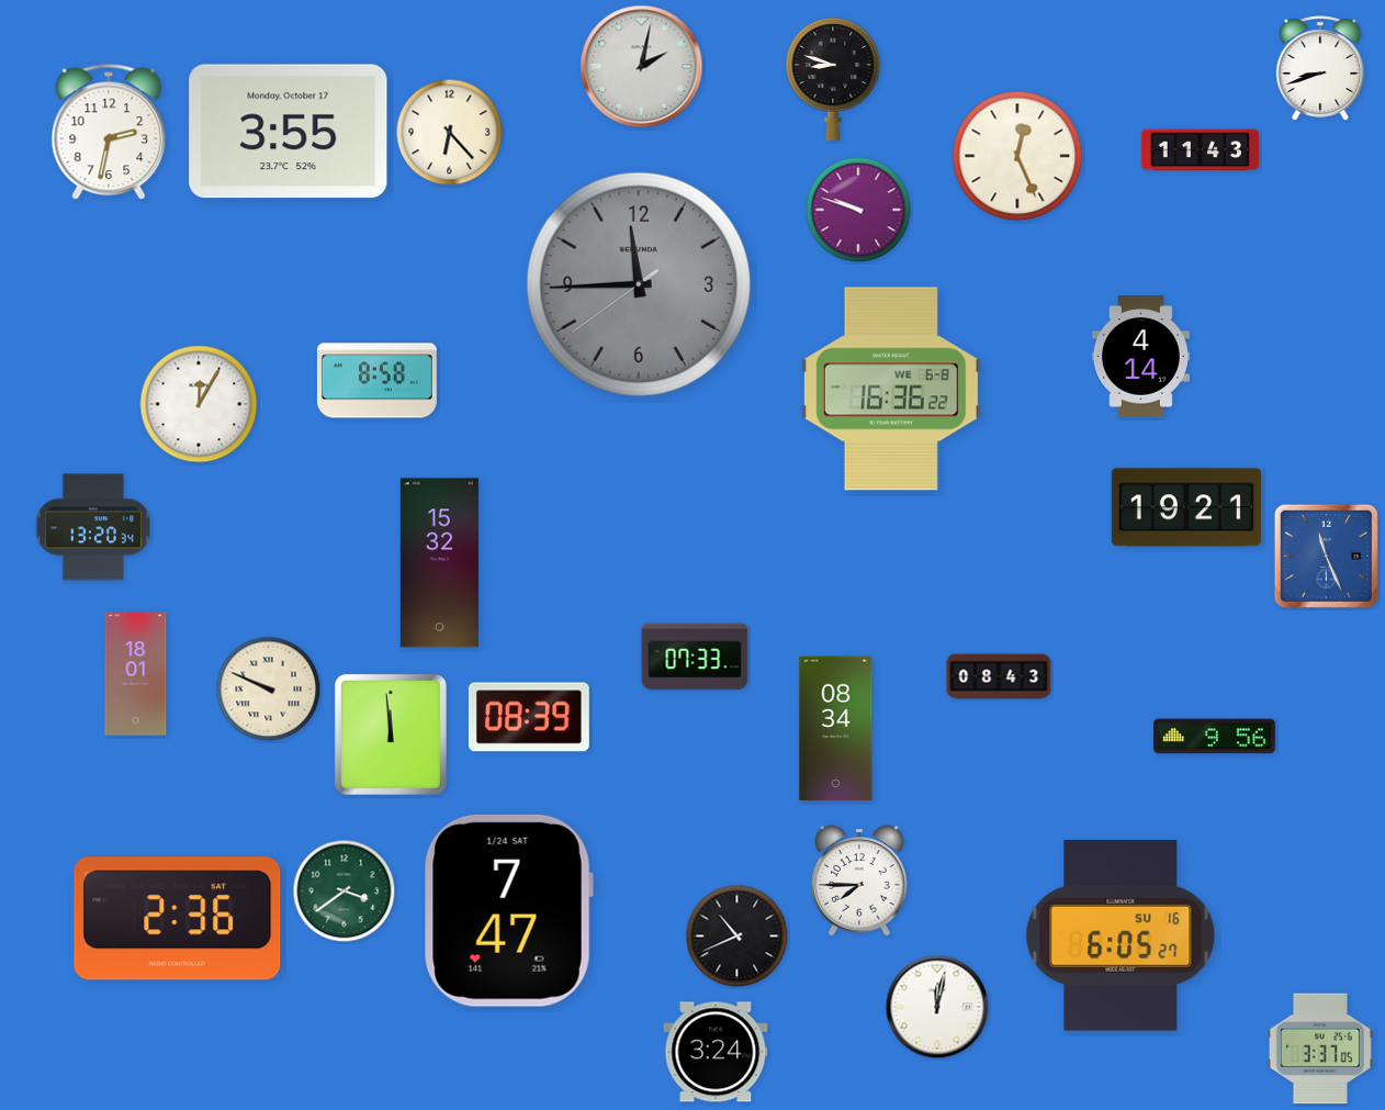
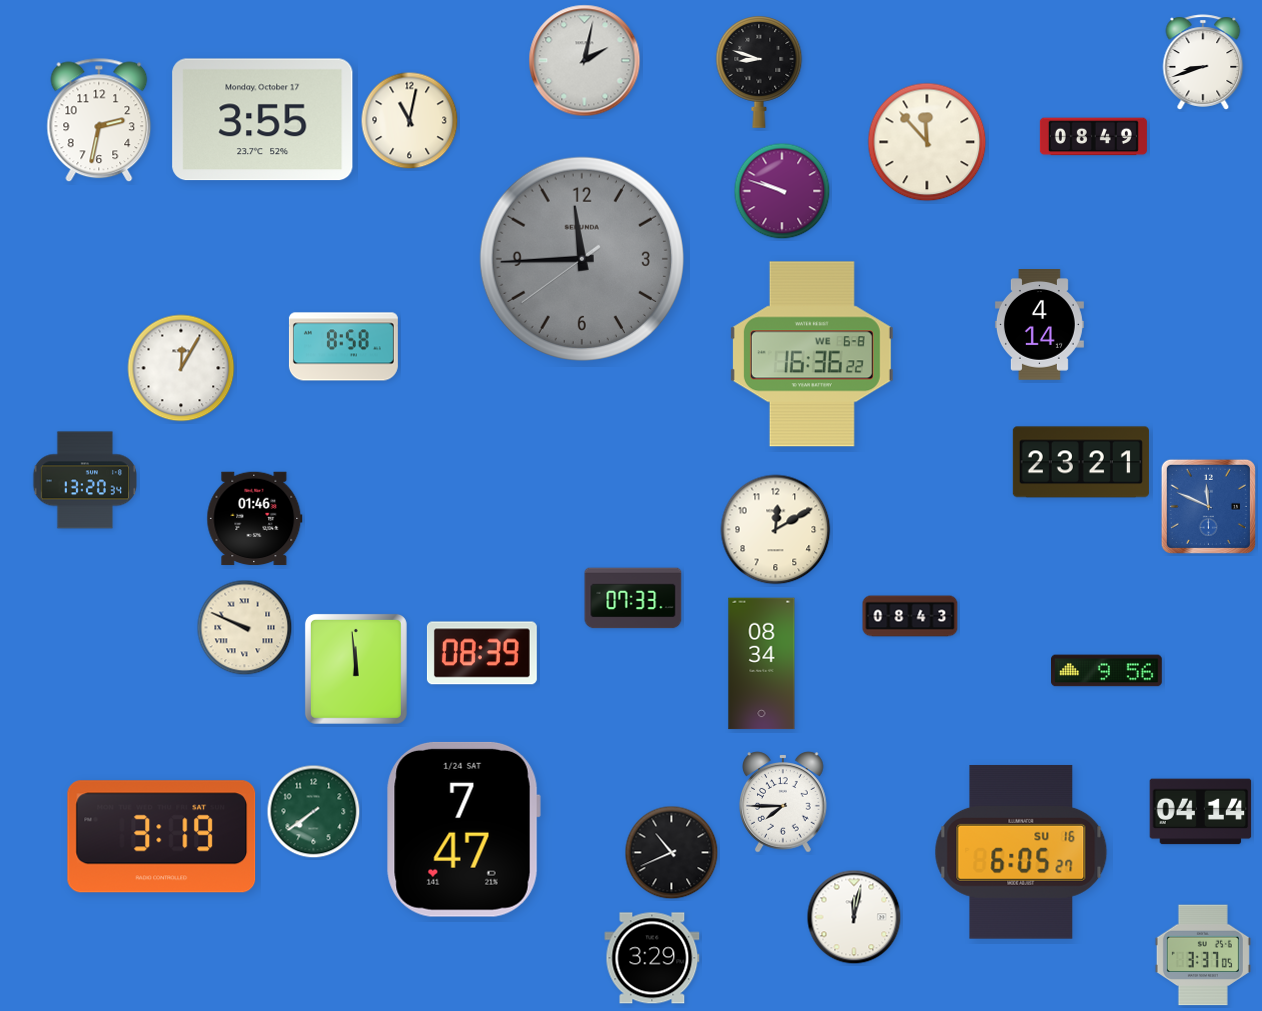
clock at (450, 133): 6:23 -> 11:02
clock at (1200, 150): 11:43 -> 08:49
clock at (1017, 156): 12:26 -> 11:53
clock at (1186, 507): 19:21 -> 23:21
clock at (1326, 556): 11:26 -> 11:49
clock at (439, 563): 15:32 -> none
clock at (255, 519): none -> 01:46
clock at (776, 530): none -> 12:10
clock at (136, 674): 18:01 -> none
clock at (345, 892): 3:39 -> 7:39
clock at (1201, 812): none -> 04:14
clock at (178, 919): 2:36 -> 3:19
clock at (716, 1052): 3:24 -> 3:29
